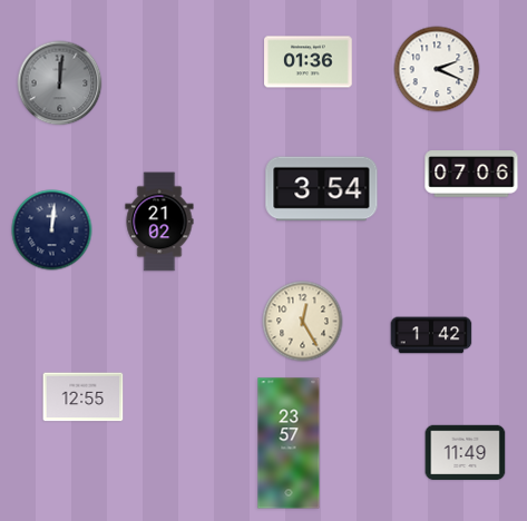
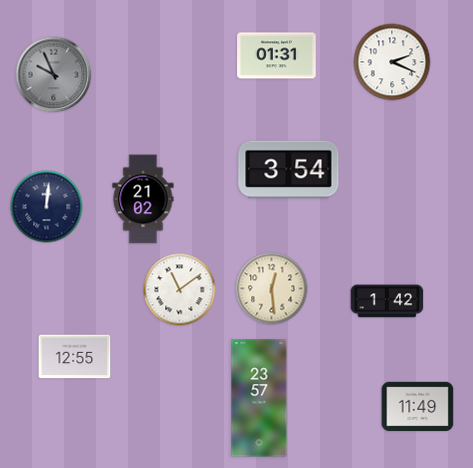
clock at (309, 62): 01:36 -> 01:31
clock at (60, 83): 12:01 -> 9:56
clock at (471, 174): 07:06 -> none
clock at (303, 322): 12:25 -> 12:29
clock at (180, 290): none -> 11:09
